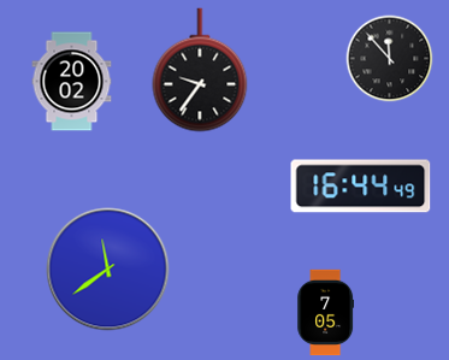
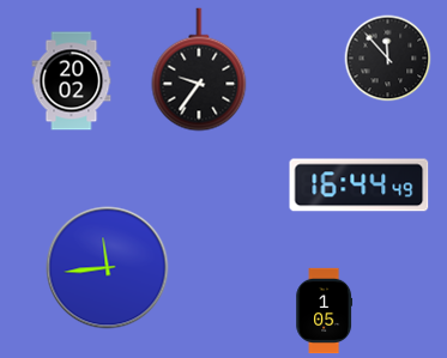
clock at (108, 270): 11:39 -> 11:44
clock at (326, 313): 7:05 -> 1:05
